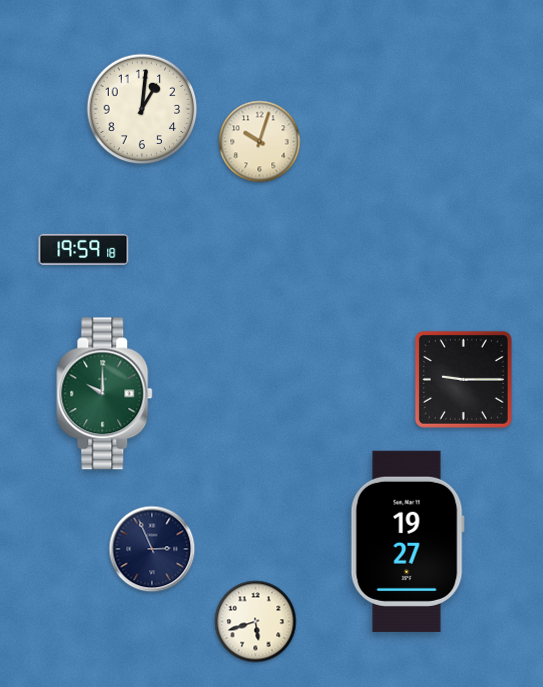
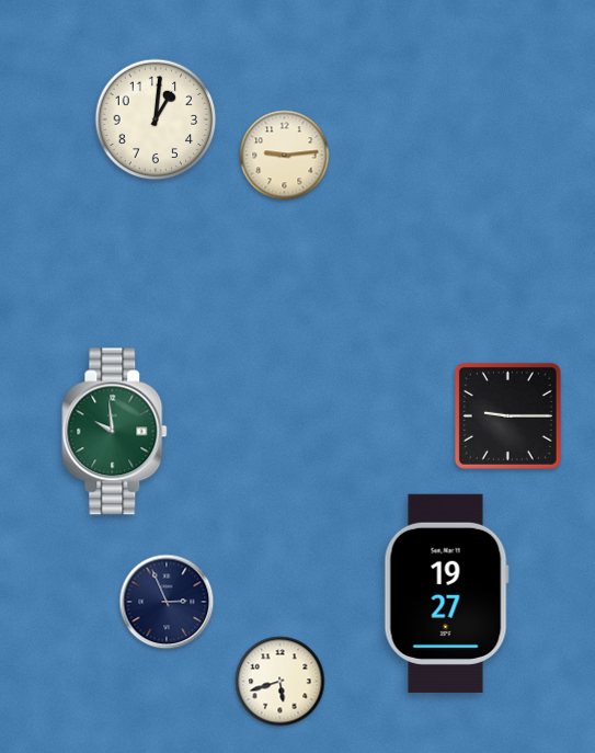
clock at (260, 142): 10:03 -> 9:14
clock at (84, 249): 19:59 -> none
clock at (105, 394): 10:00 -> 9:59
